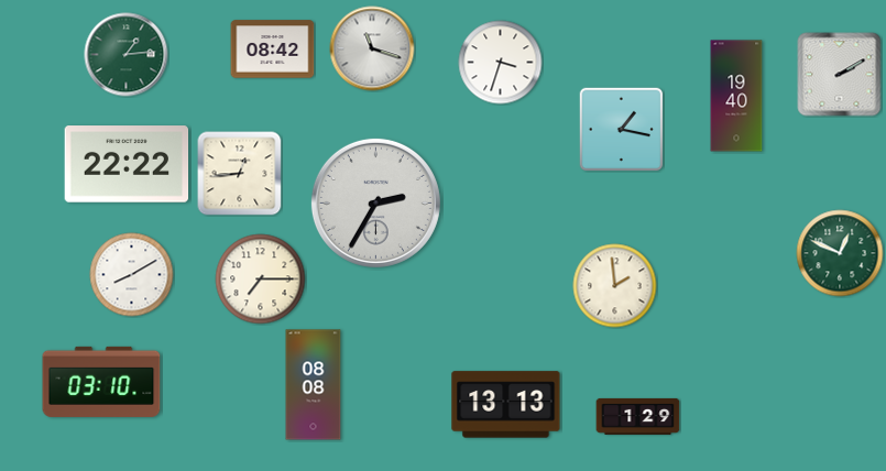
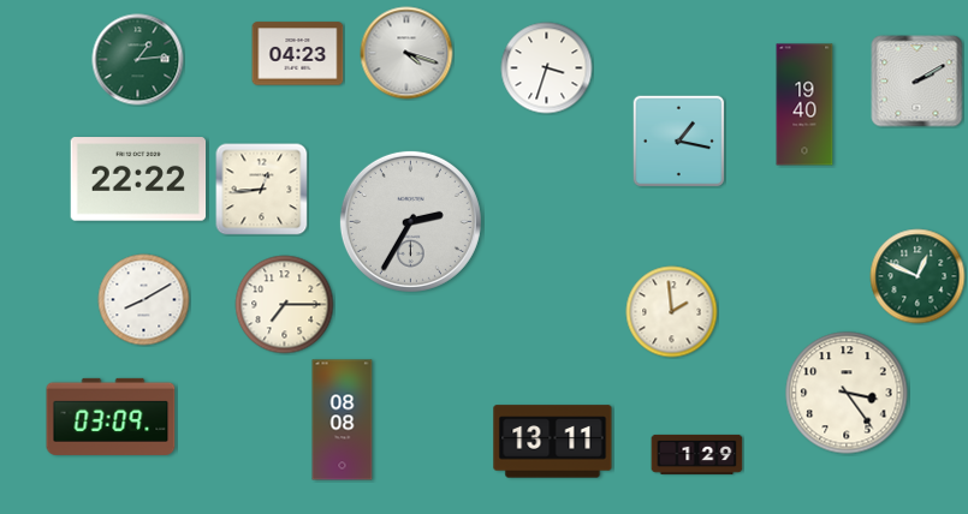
clock at (372, 48): 11:18 -> 4:18
clock at (273, 50): 08:42 -> 04:23
clock at (847, 393): none -> 3:24
clock at (101, 382): 03:10 -> 03:09
clock at (506, 405): 13:13 -> 13:11
